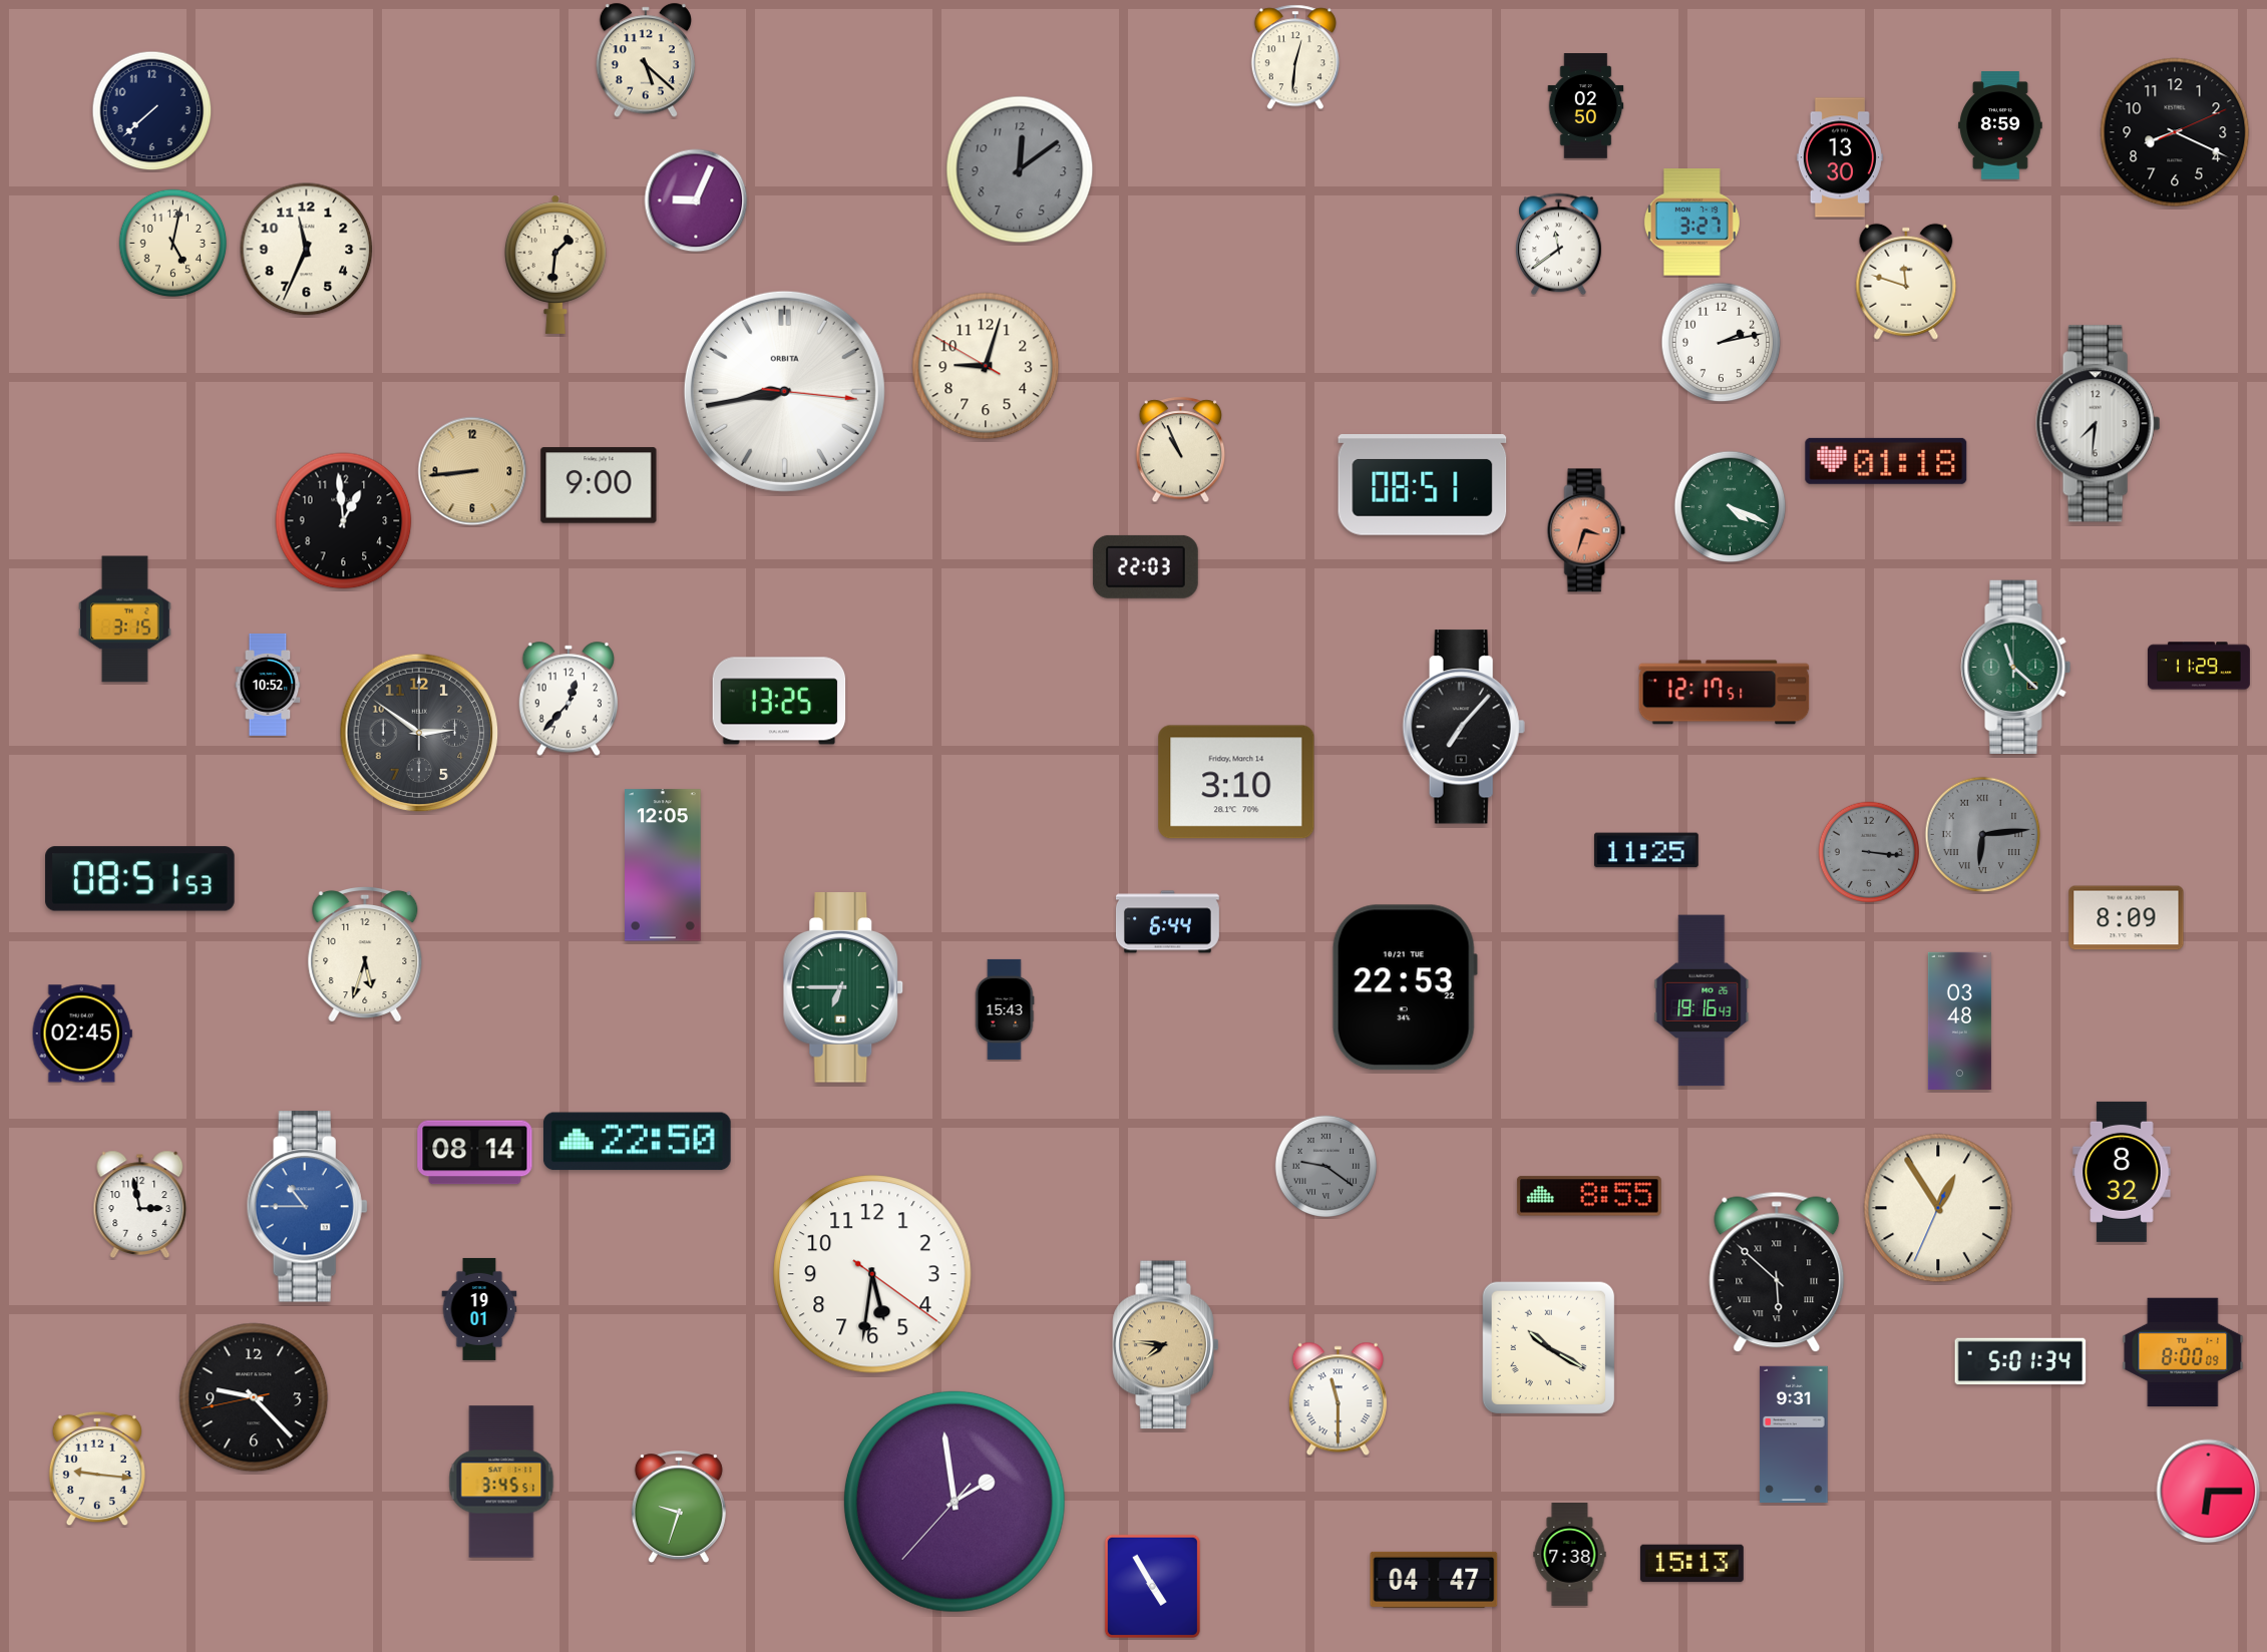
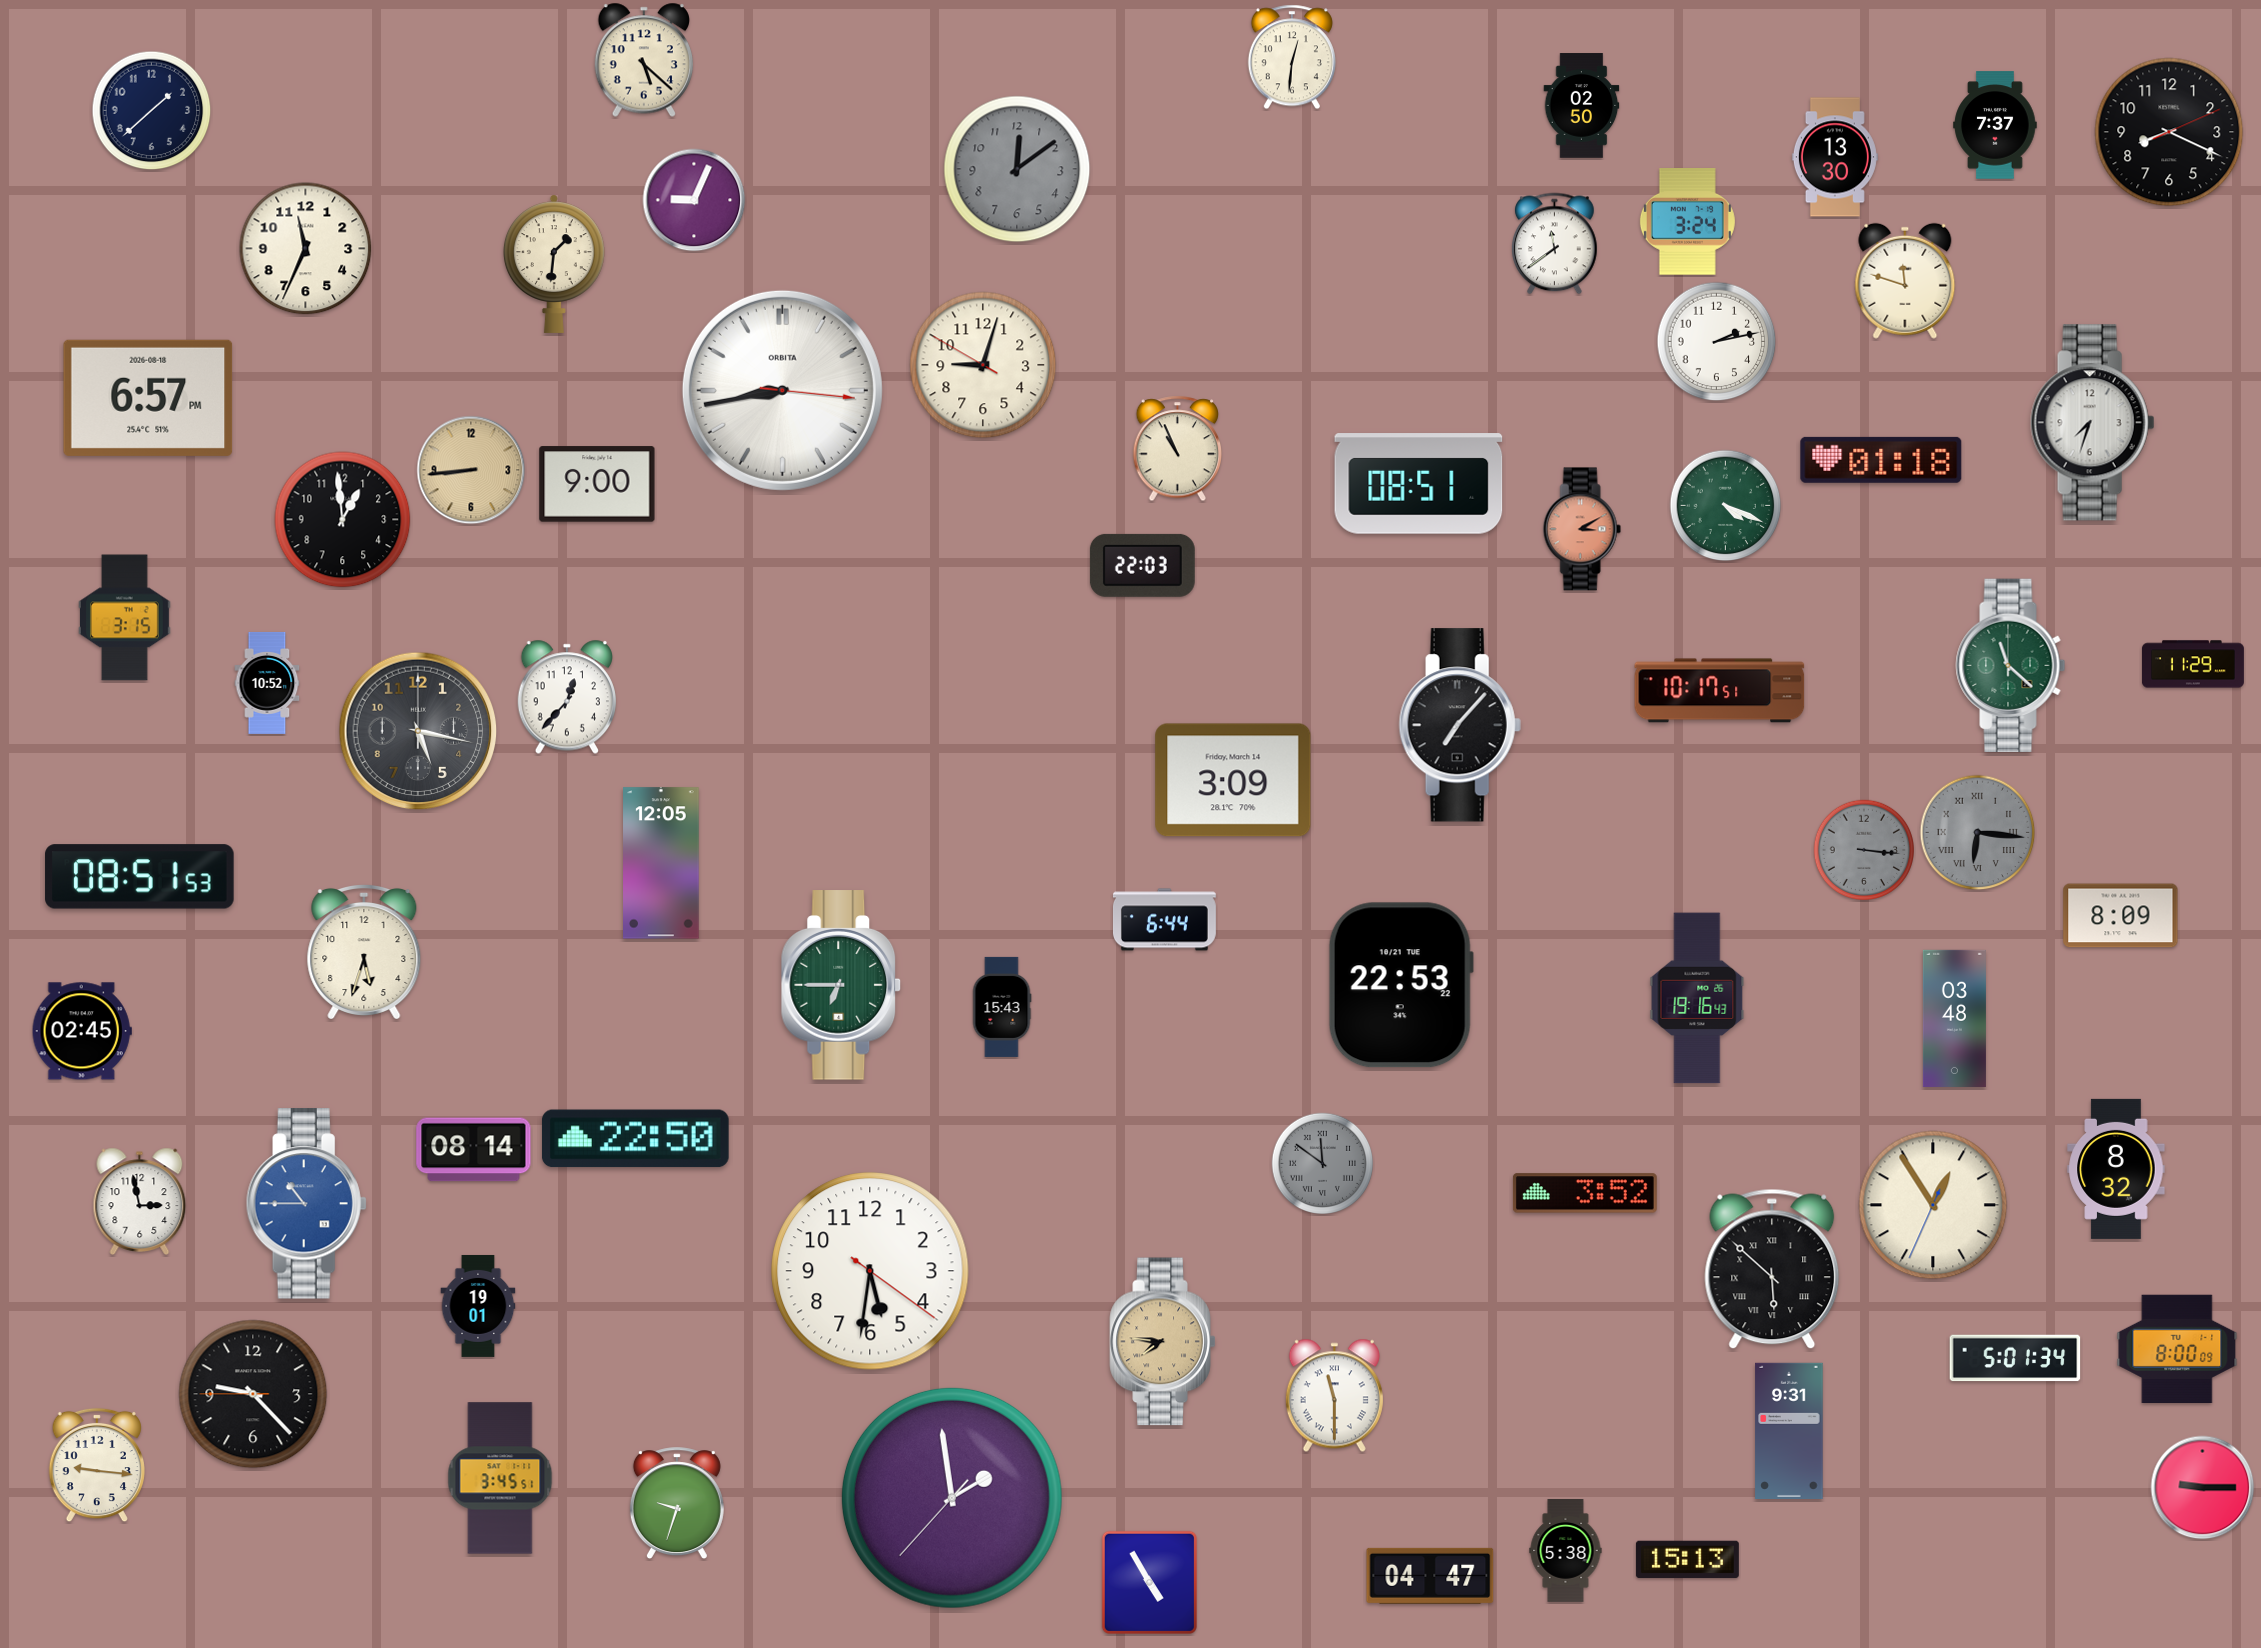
clock at (152, 111): 7:38 -> 1:38
clock at (2000, 125): 8:59 -> 7:37
clock at (1691, 223): 3:27 -> 3:24
clock at (173, 244): 5:02 -> none
clock at (1906, 282) position: (1906, 282) -> (1905, 281)
clock at (148, 398): none -> 6:57
clock at (2099, 424): 7:31 -> 7:33
clock at (1586, 530): 3:33 -> 3:10
clock at (1725, 693): 12:17 -> 10:17
clock at (779, 701): 13:25 -> none
clock at (419, 733): 2:51 -> 5:17
clock at (1236, 782): 3:10 -> 3:09
clock at (1983, 835): 6:14 -> 6:16
clock at (1646, 850): 11:25 -> none
clock at (1326, 1166): 9:21 -> 11:51
clock at (1589, 1196): 8:55 -> 3:52
clock at (1548, 1347): 10:20 -> none
clock at (254, 1397): 9:22:43 -> 9:22:45
clock at (2209, 1492): 6:15 -> 9:15
clock at (1570, 1555): 7:38 -> 5:38
